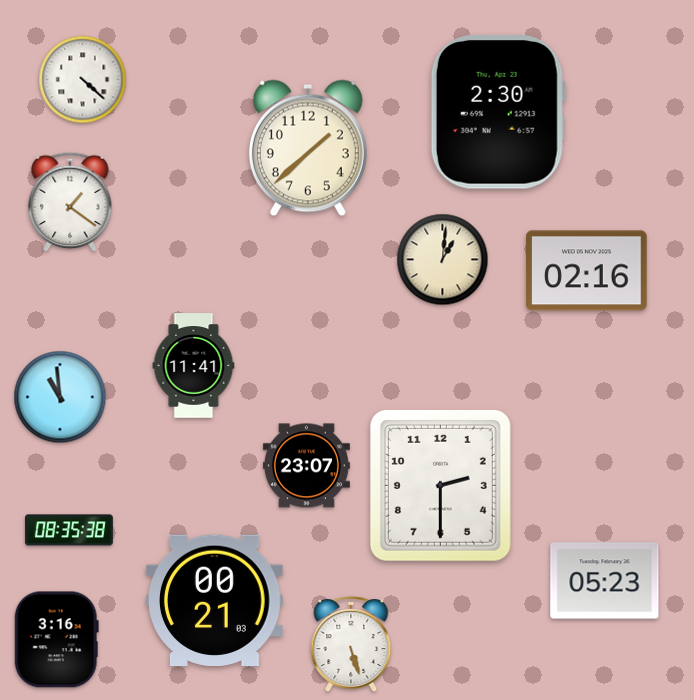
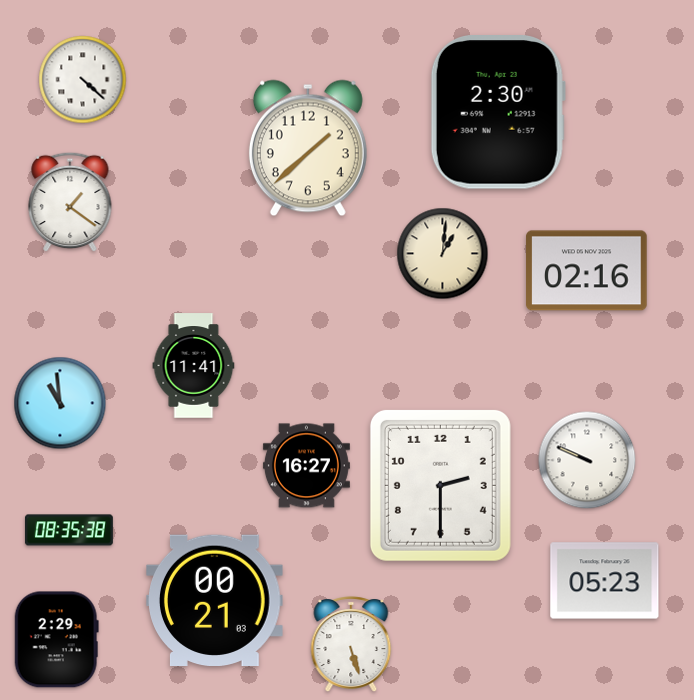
clock at (443, 260) position: (443, 260) -> (443, 254)
clock at (60, 397) position: (60, 397) -> (60, 403)
clock at (587, 460): none -> 9:49
clock at (306, 466): 23:07 -> 16:27
clock at (56, 640): 3:16 -> 2:29
